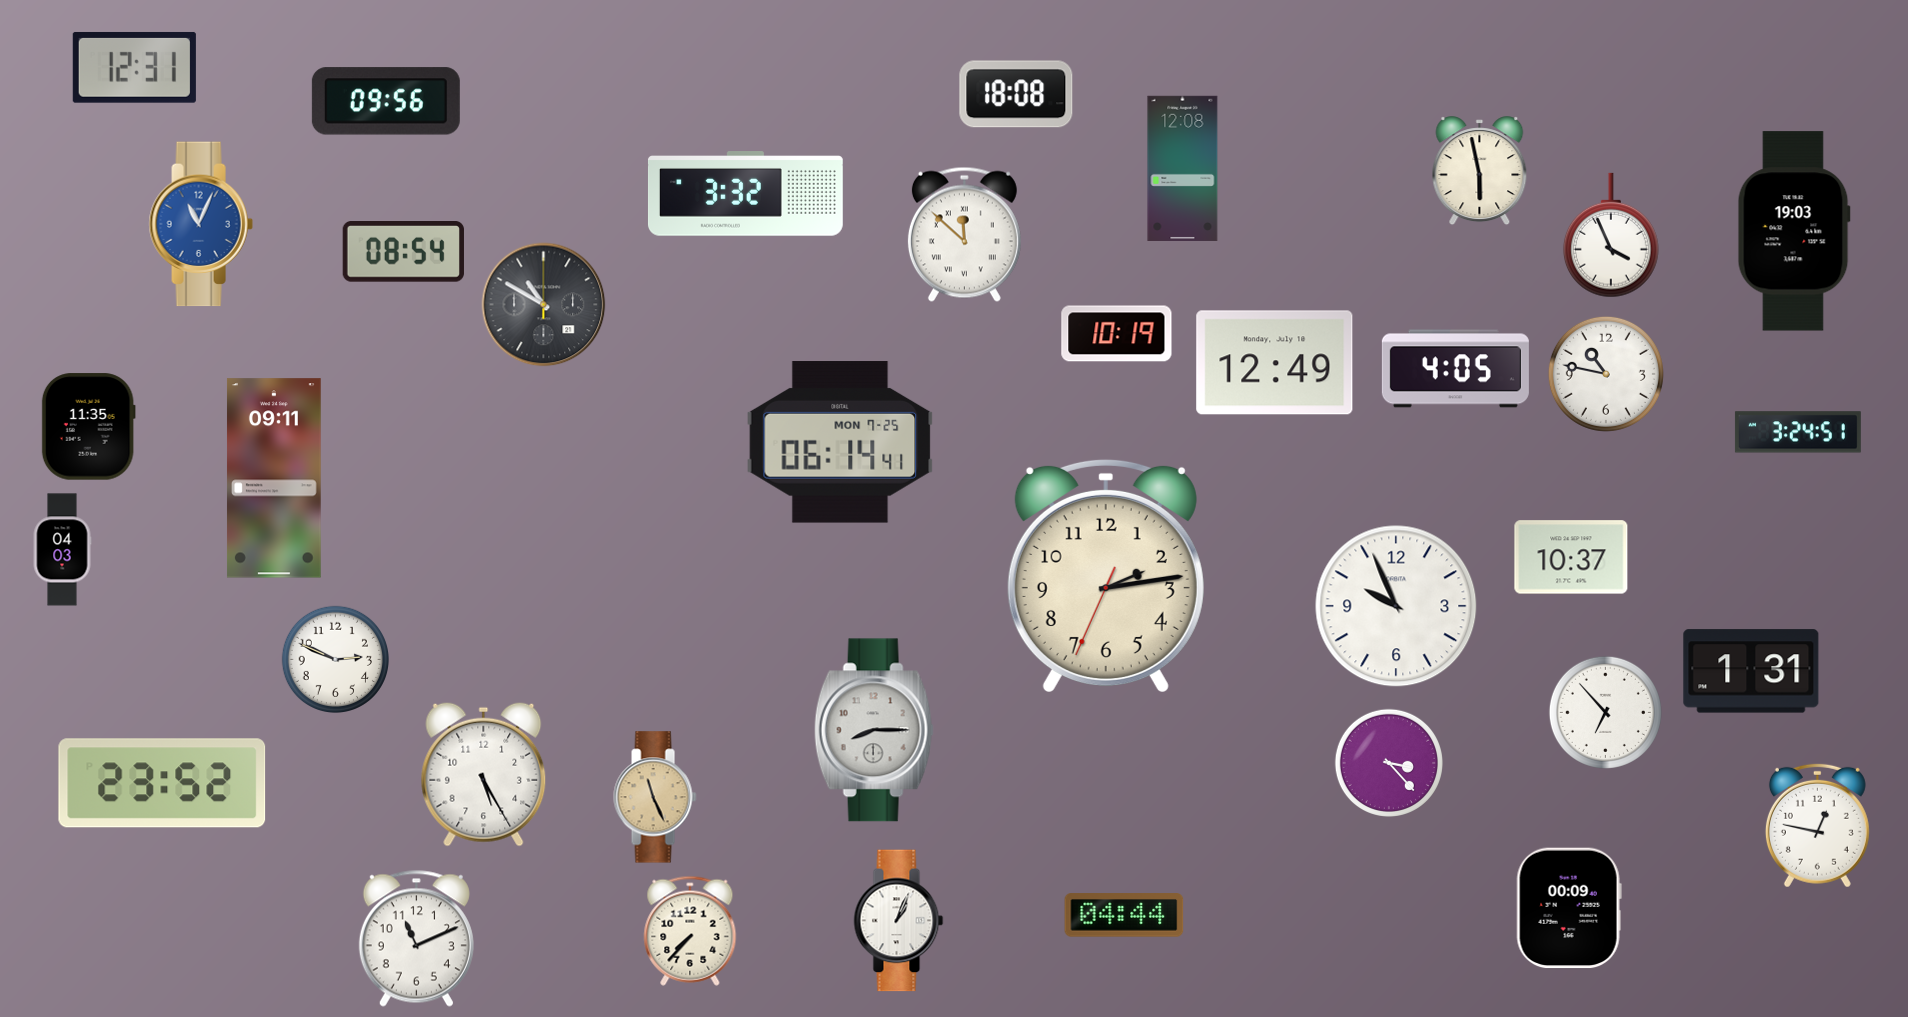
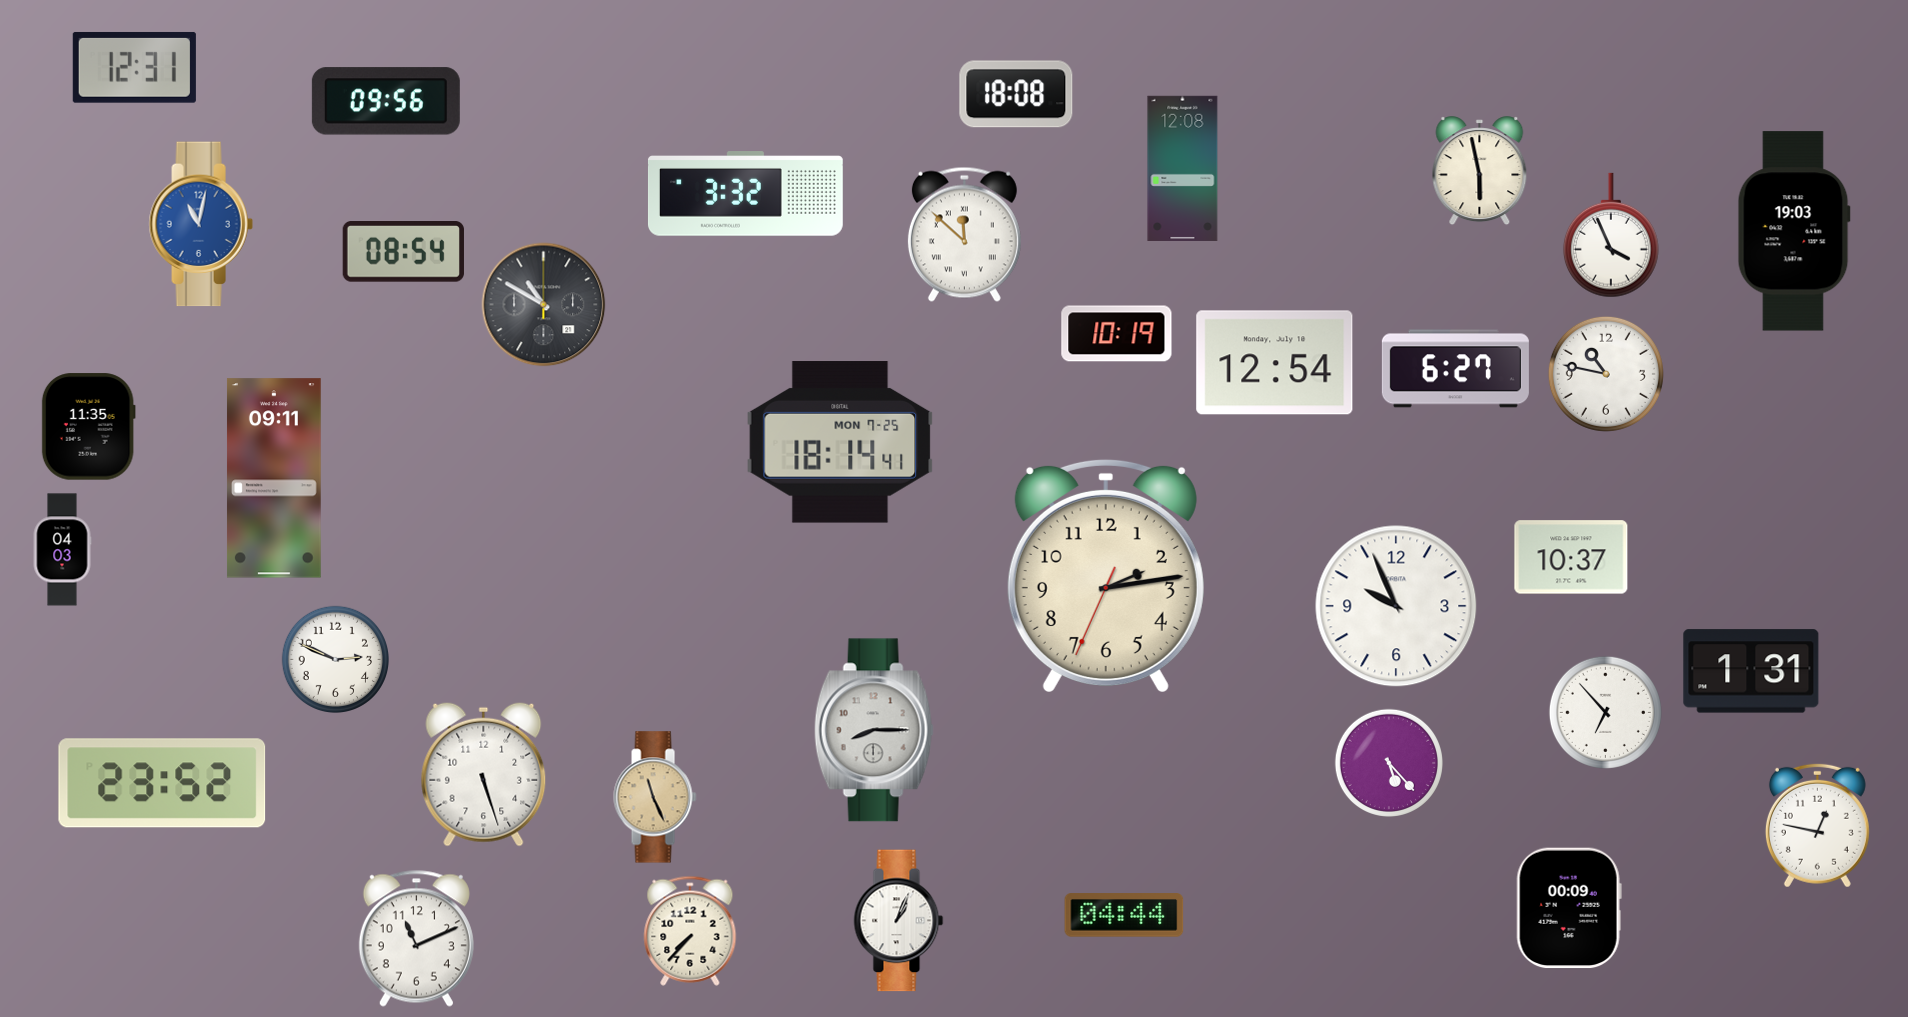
clock at (201, 224): 11:04 -> 11:02
clock at (1275, 363): 12:49 -> 12:54
clock at (1455, 369): 4:05 -> 6:27
clock at (1798, 432): 3:24 -> none
clock at (840, 442): 06:14 -> 18:14
clock at (1389, 763): 3:23 -> 5:23
clock at (484, 774): 5:25 -> 5:27
